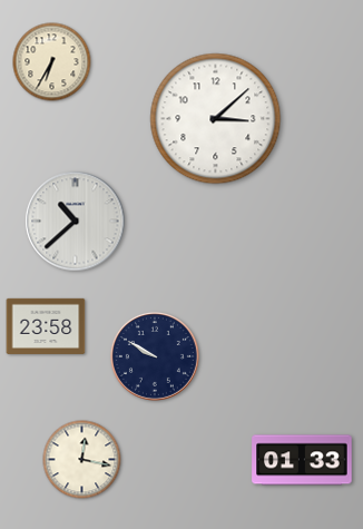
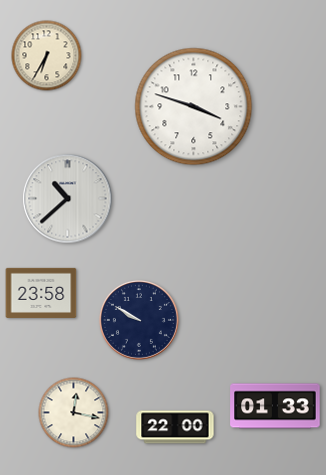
clock at (216, 119): 3:08 -> 3:48
clock at (302, 460) position: (302, 460) -> (275, 406)
clock at (175, 427): none -> 22:00
